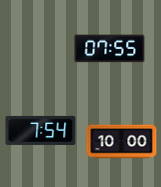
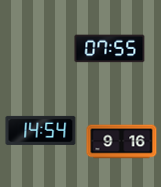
clock at (41, 130): 7:54 -> 14:54
clock at (122, 142): 10:00 -> 9:16
